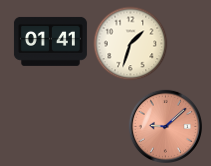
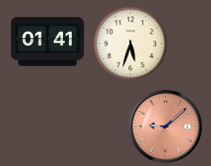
clock at (50, 41) position: (50, 41) -> (47, 41)
clock at (131, 44): 1:33 -> 5:33
